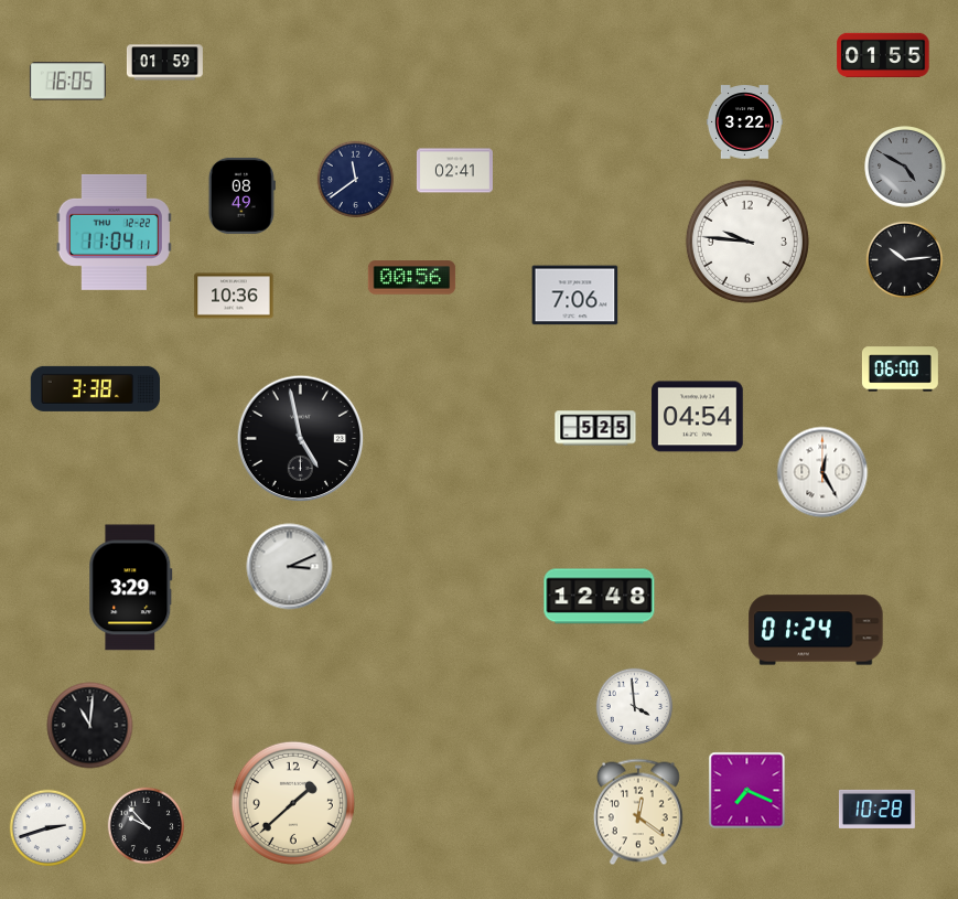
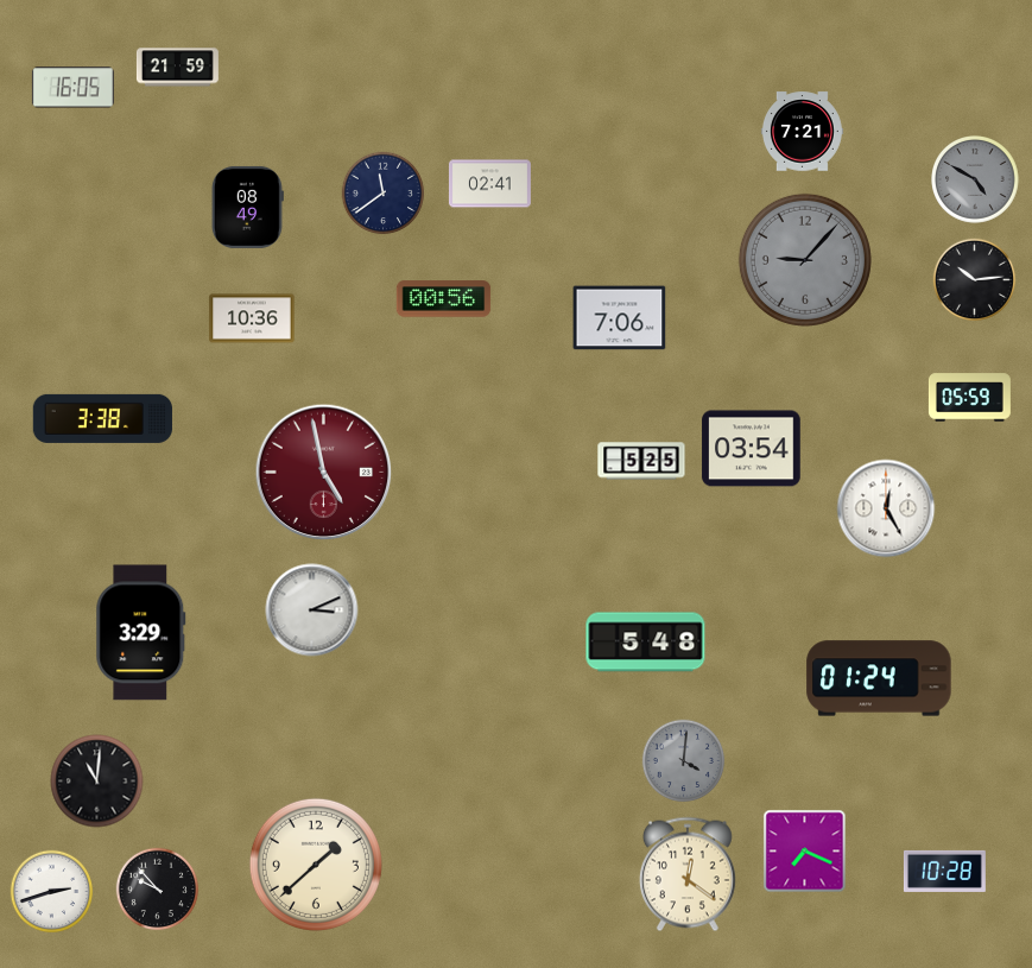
clock at (883, 55): 01:55 -> none
clock at (164, 63): 01:59 -> 21:59
clock at (744, 122): 3:22 -> 7:21
clock at (241, 195) position: (241, 195) -> (247, 207)
clock at (114, 232): 11:04 -> none
clock at (747, 242): 9:46 -> 9:07
clock at (747, 242) dial: white -> grey
clock at (900, 370): 06:00 -> 05:59
clock at (698, 417): 04:54 -> 03:54
clock at (301, 439) dial: black -> burgundy
clock at (600, 597): 12:48 -> 5:48
clock at (635, 707): 3:59 -> 4:01
clock at (635, 707) dial: white -> grey
